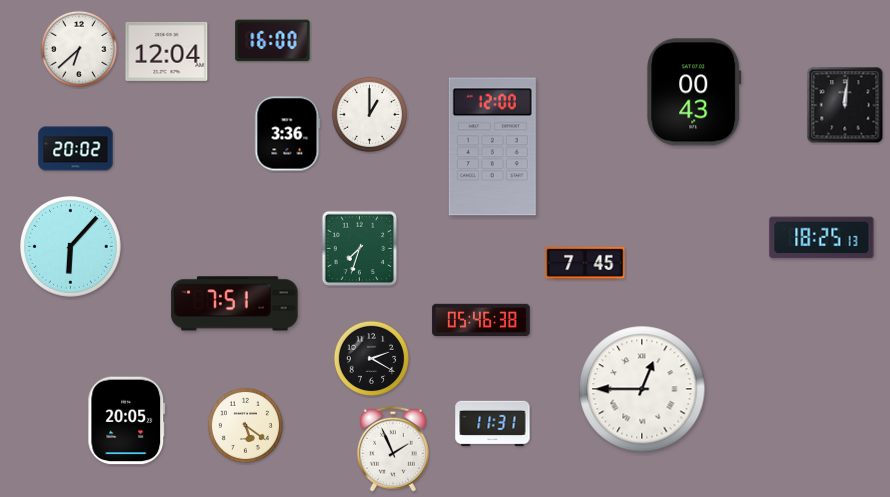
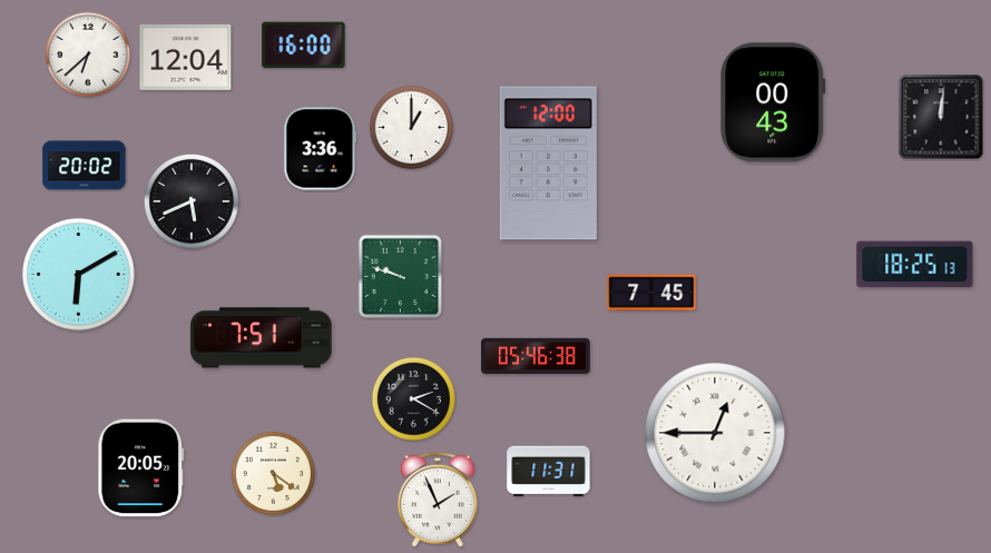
clock at (192, 201): none -> 5:41
clock at (71, 247): 6:07 -> 6:10
clock at (359, 248): 7:33 -> 9:48
